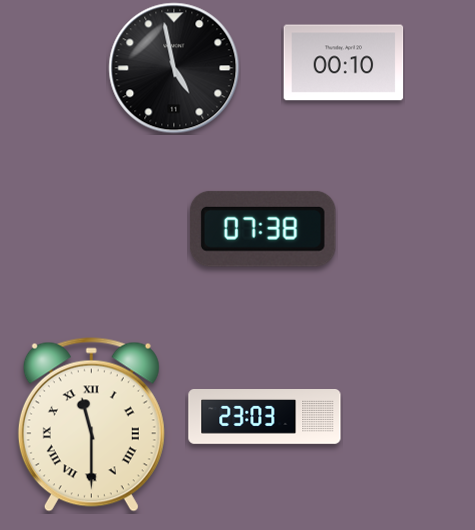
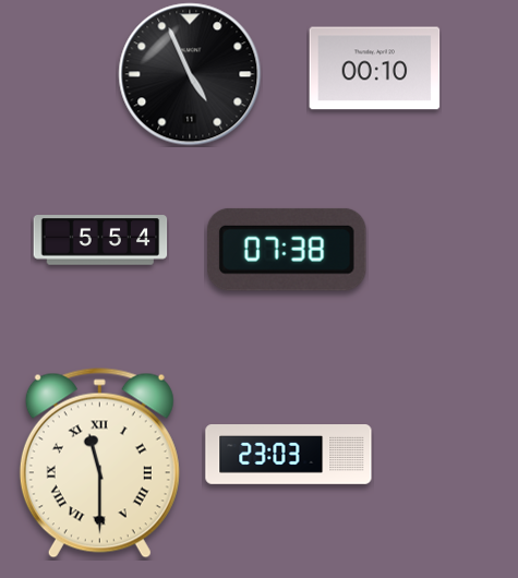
clock at (174, 68): 4:58 -> 4:56
clock at (100, 240): none -> 5:54
